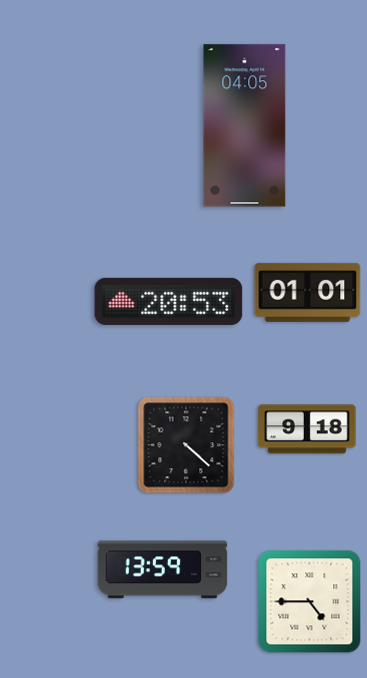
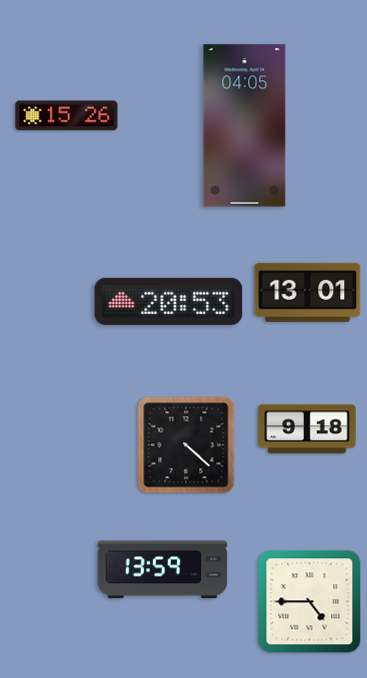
clock at (67, 116): none -> 15:26
clock at (308, 292): 01:01 -> 13:01
